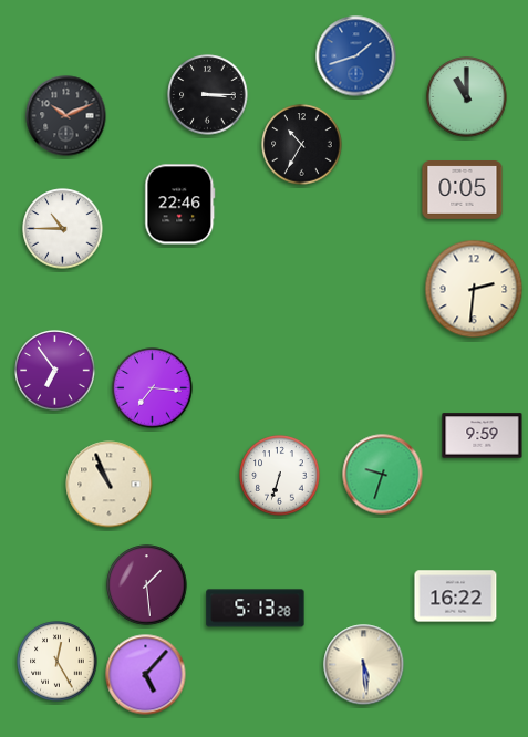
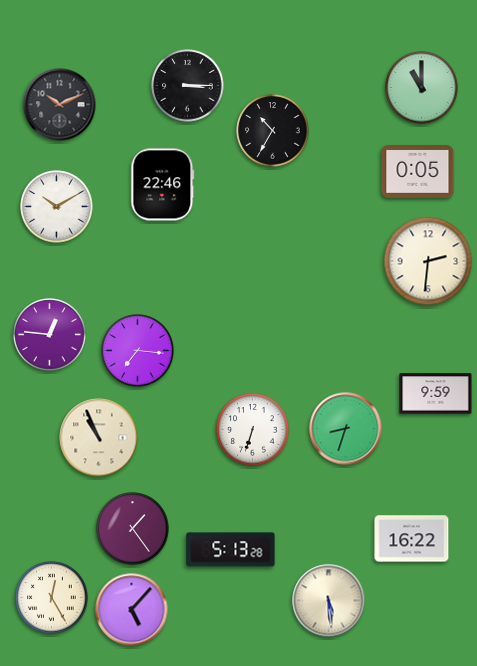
clock at (356, 56): 1:42 -> none
clock at (63, 229): 10:45 -> 10:10
clock at (55, 371): 6:54 -> 12:46
clock at (383, 475): 9:33 -> 8:33
clock at (147, 585): 1:29 -> 1:24
